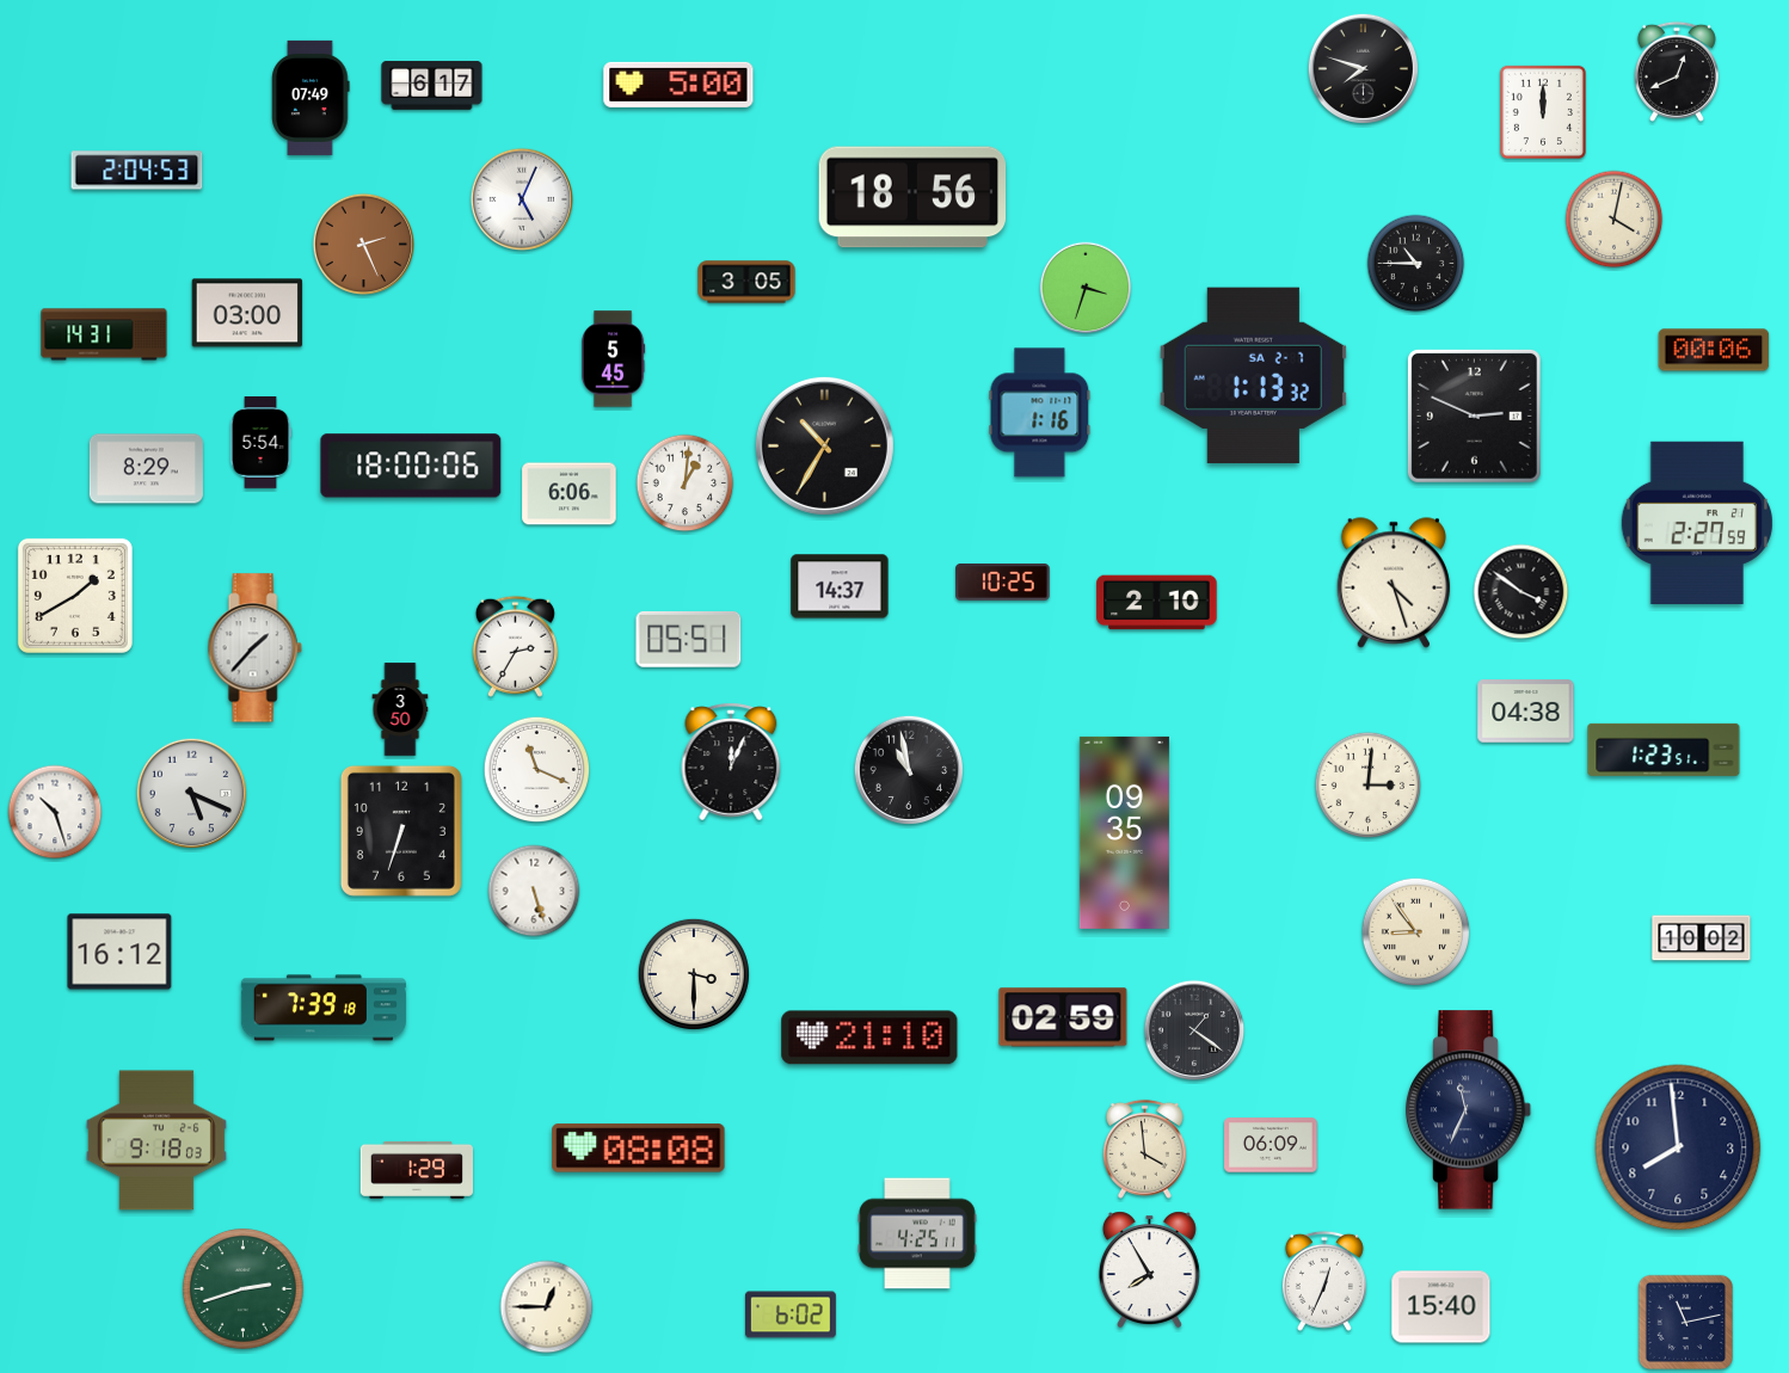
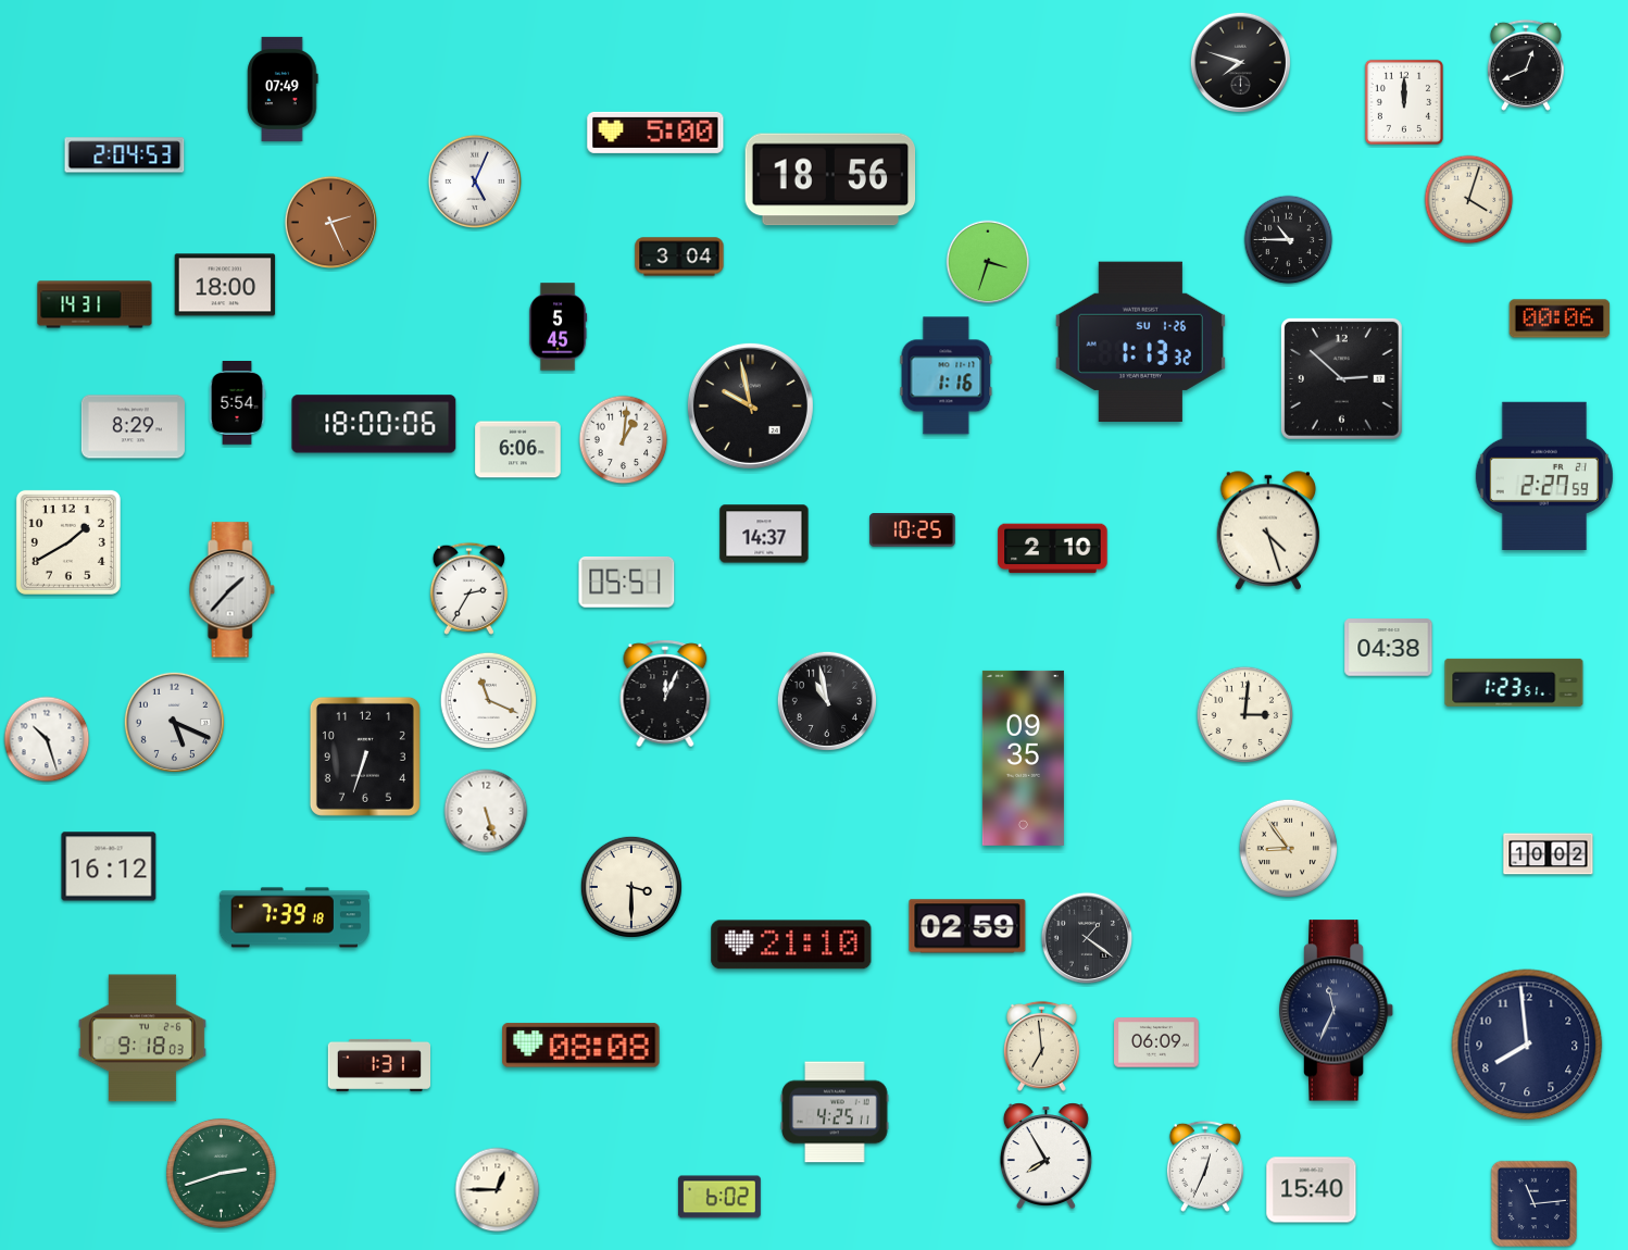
clock at (678, 85) position: (678, 85) -> (655, 133)
clock at (432, 86): 6:17 -> none
clock at (1615, 220): 4:02 -> 4:03
clock at (746, 282): 3:05 -> 3:04
clock at (247, 313): 03:00 -> 18:00
clock at (1253, 375) date: SA 2-7 -> SU 1-26
clock at (1474, 415): 2:49 -> 2:52
clock at (824, 445): 10:35 -> 9:58
clock at (1521, 592): 3:51 -> none
clock at (400, 709): 3:50 -> none
clock at (55, 812) position: (55, 812) -> (47, 739)
clock at (1144, 1149): 3:59 -> 6:59
clock at (416, 1170): 1:29 -> 1:31
clock at (917, 1233) position: (917, 1233) -> (835, 1112)
clock at (1685, 1322): 11:13 -> 11:14
